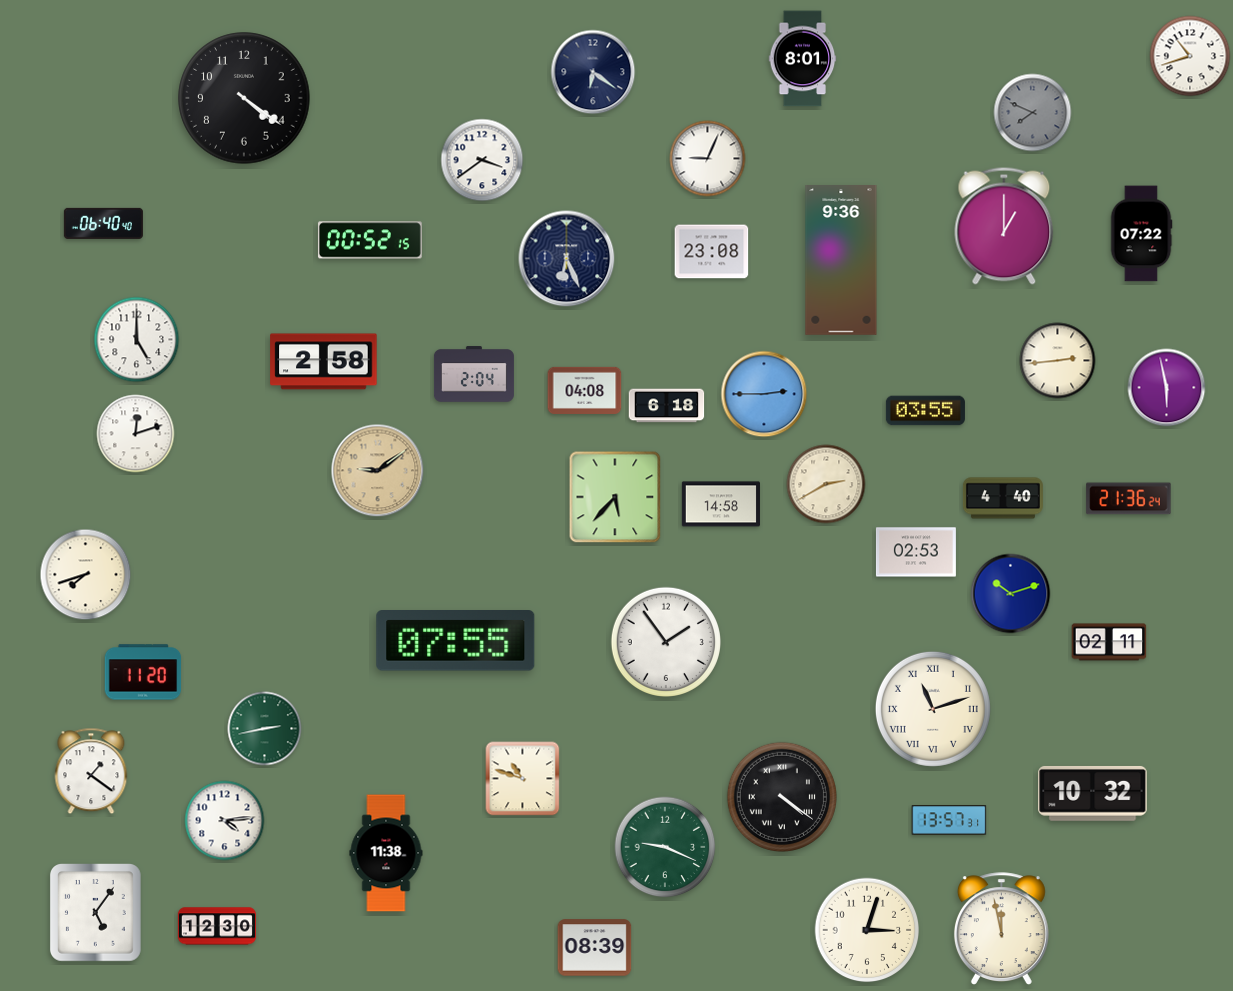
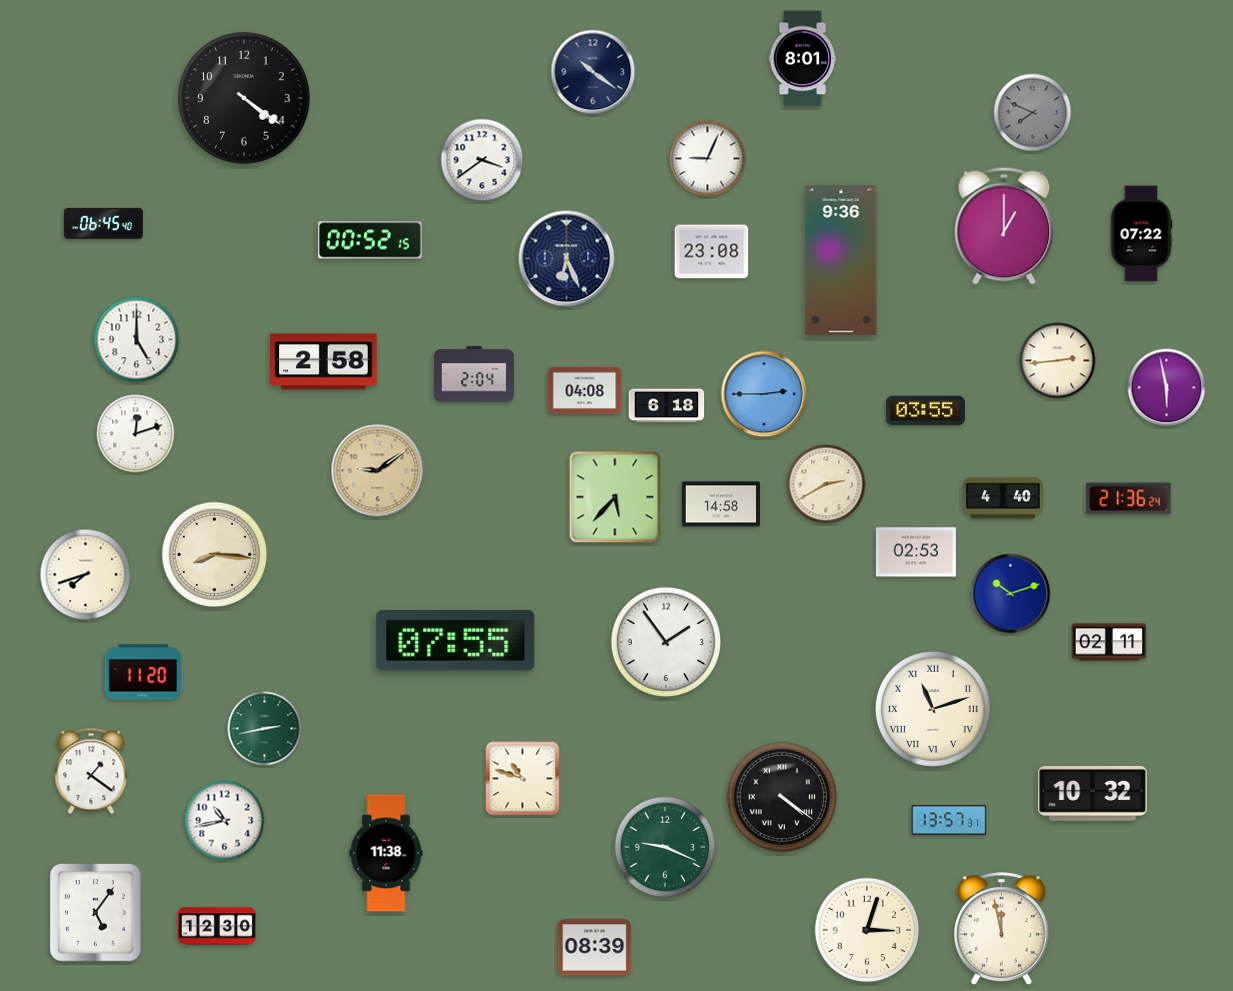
clock at (1190, 56): 10:42 -> none
clock at (593, 72): 6:21 -> 10:21
clock at (103, 223): 06:40 -> 06:45
clock at (215, 555): none -> 8:16
clock at (225, 821): 4:14 -> 10:43
